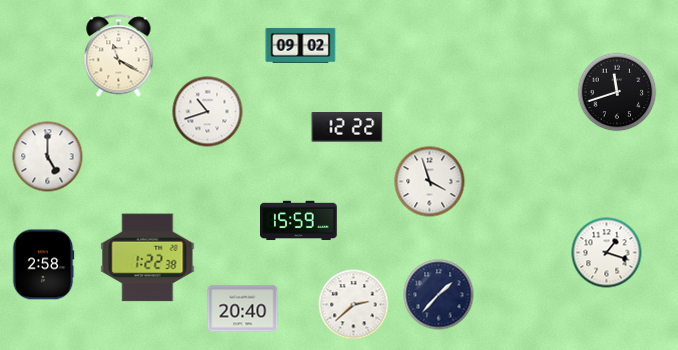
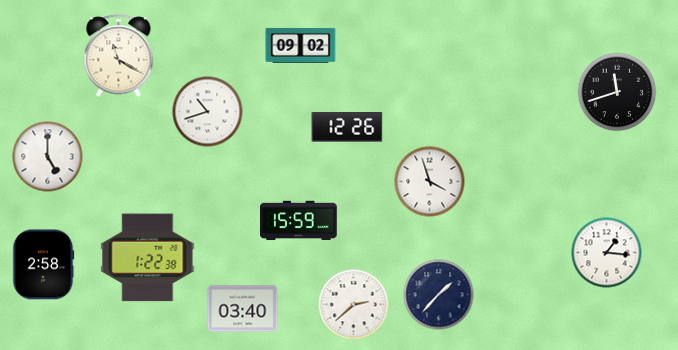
clock at (347, 128): 12:22 -> 12:26
clock at (607, 253): 1:18 -> 1:16
clock at (243, 309): 20:40 -> 03:40
